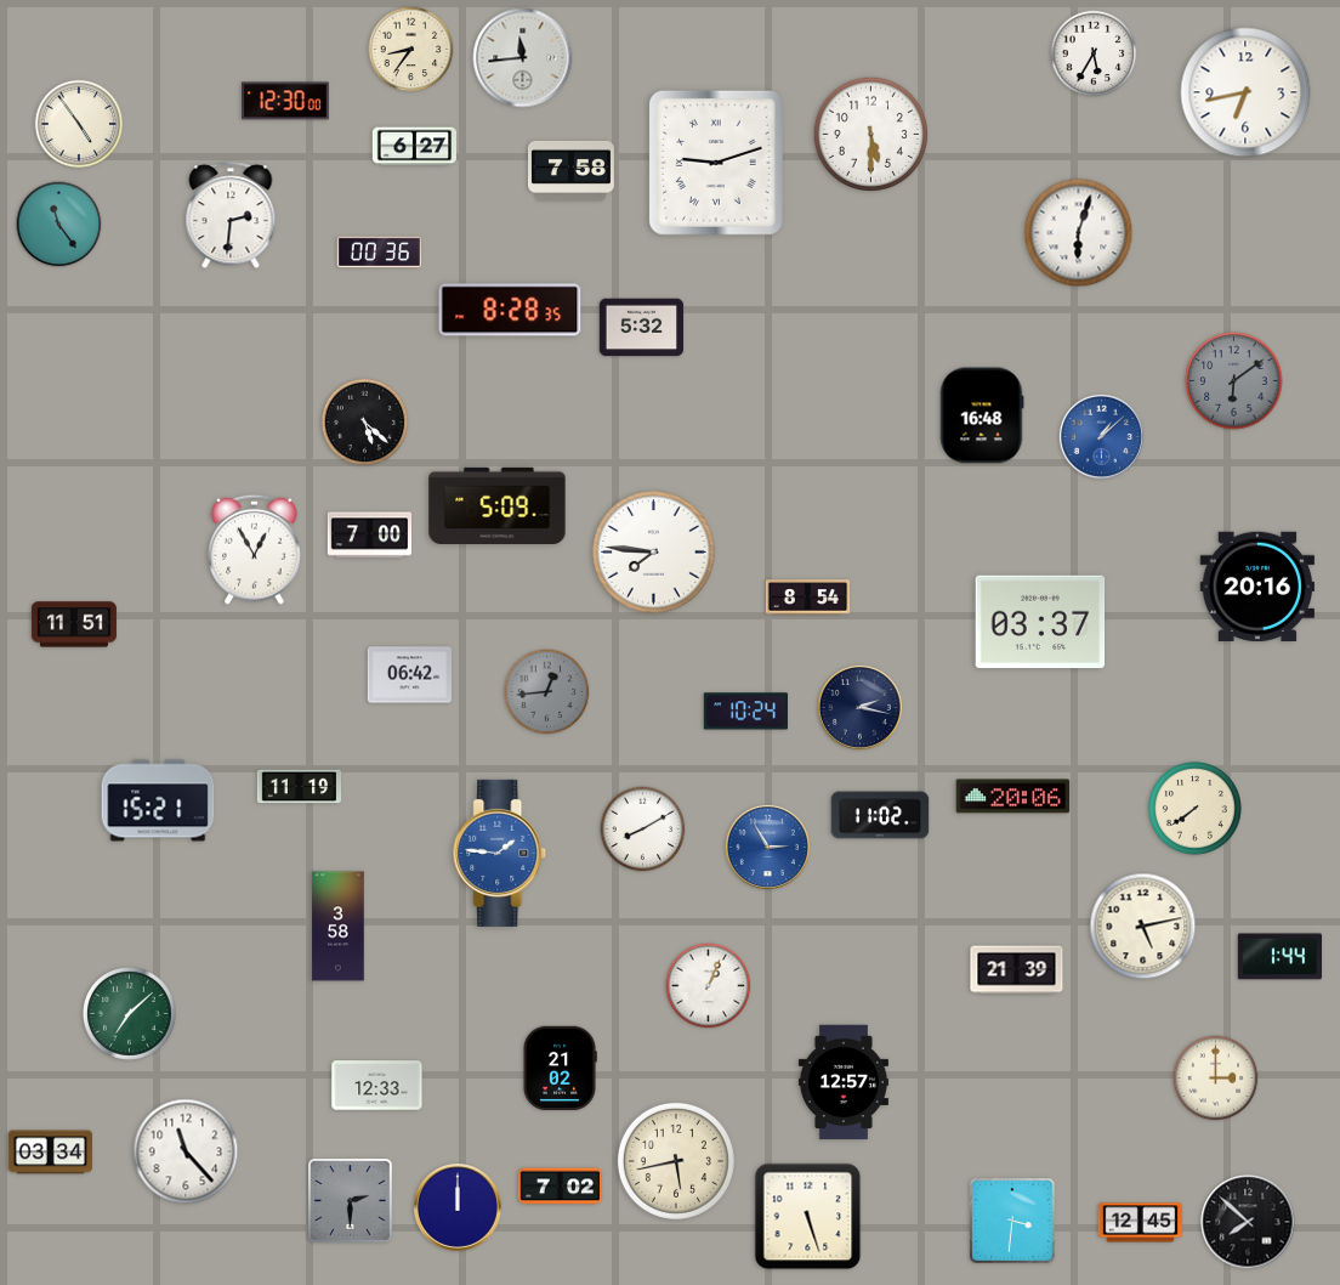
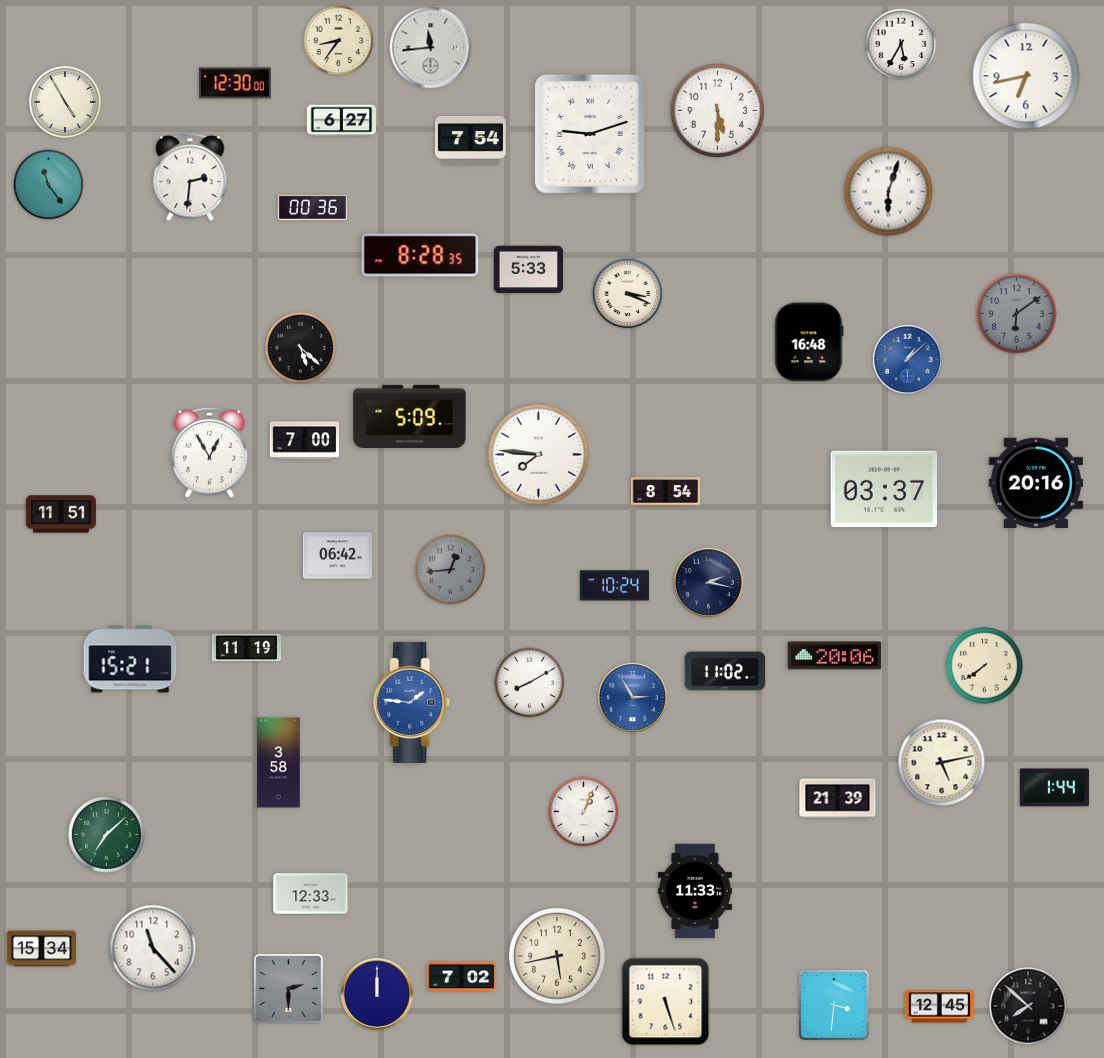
clock at (79, 124): 4:54 -> 4:55
clock at (570, 170): 7:58 -> 7:54
clock at (642, 328): 5:32 -> 5:33
clock at (628, 294): none -> 3:19
clock at (1040, 622) position: (1040, 622) -> (884, 489)
clock at (560, 1068): 21:02 -> none
clock at (1216, 1079): 3:00 -> none
clock at (844, 1082): 12:57 -> 11:33
clock at (50, 1153): 03:34 -> 15:34
